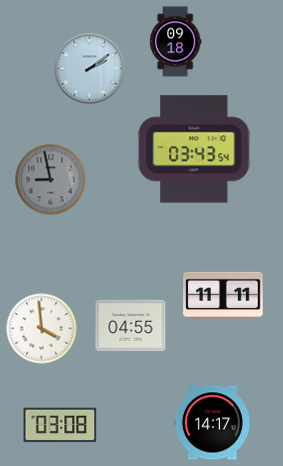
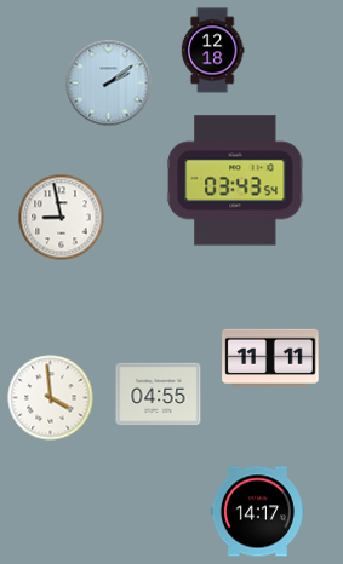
clock at (175, 42): 09:18 -> 12:18
clock at (51, 180) dial: grey -> white
clock at (60, 425): 03:08 -> none
